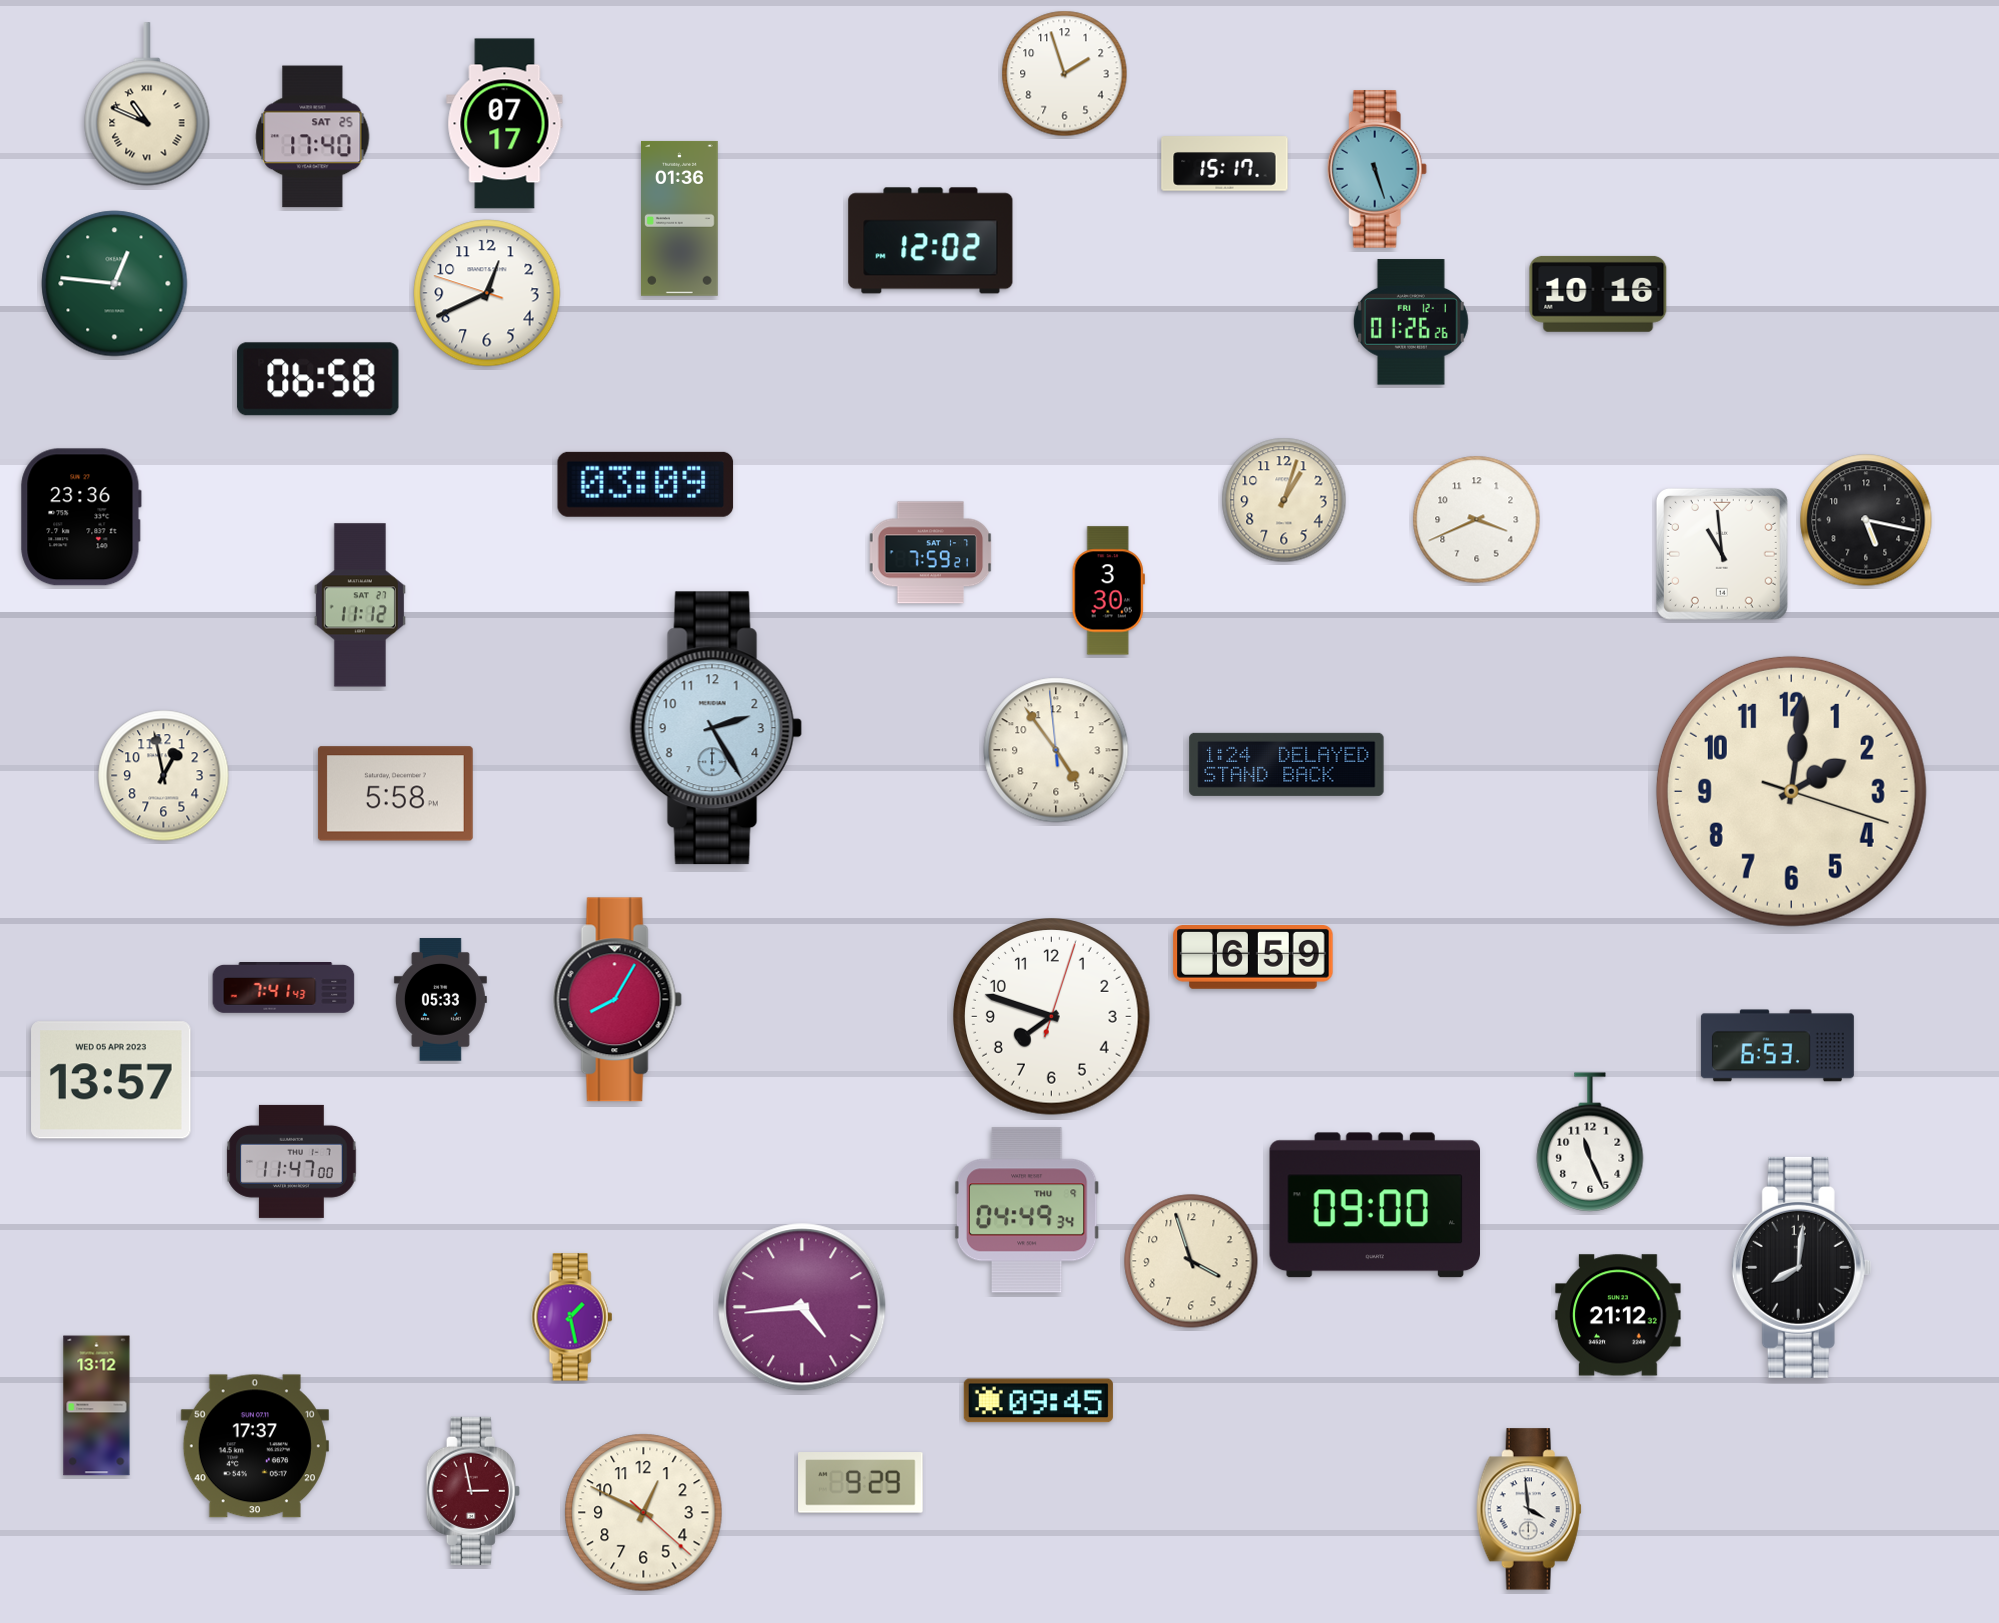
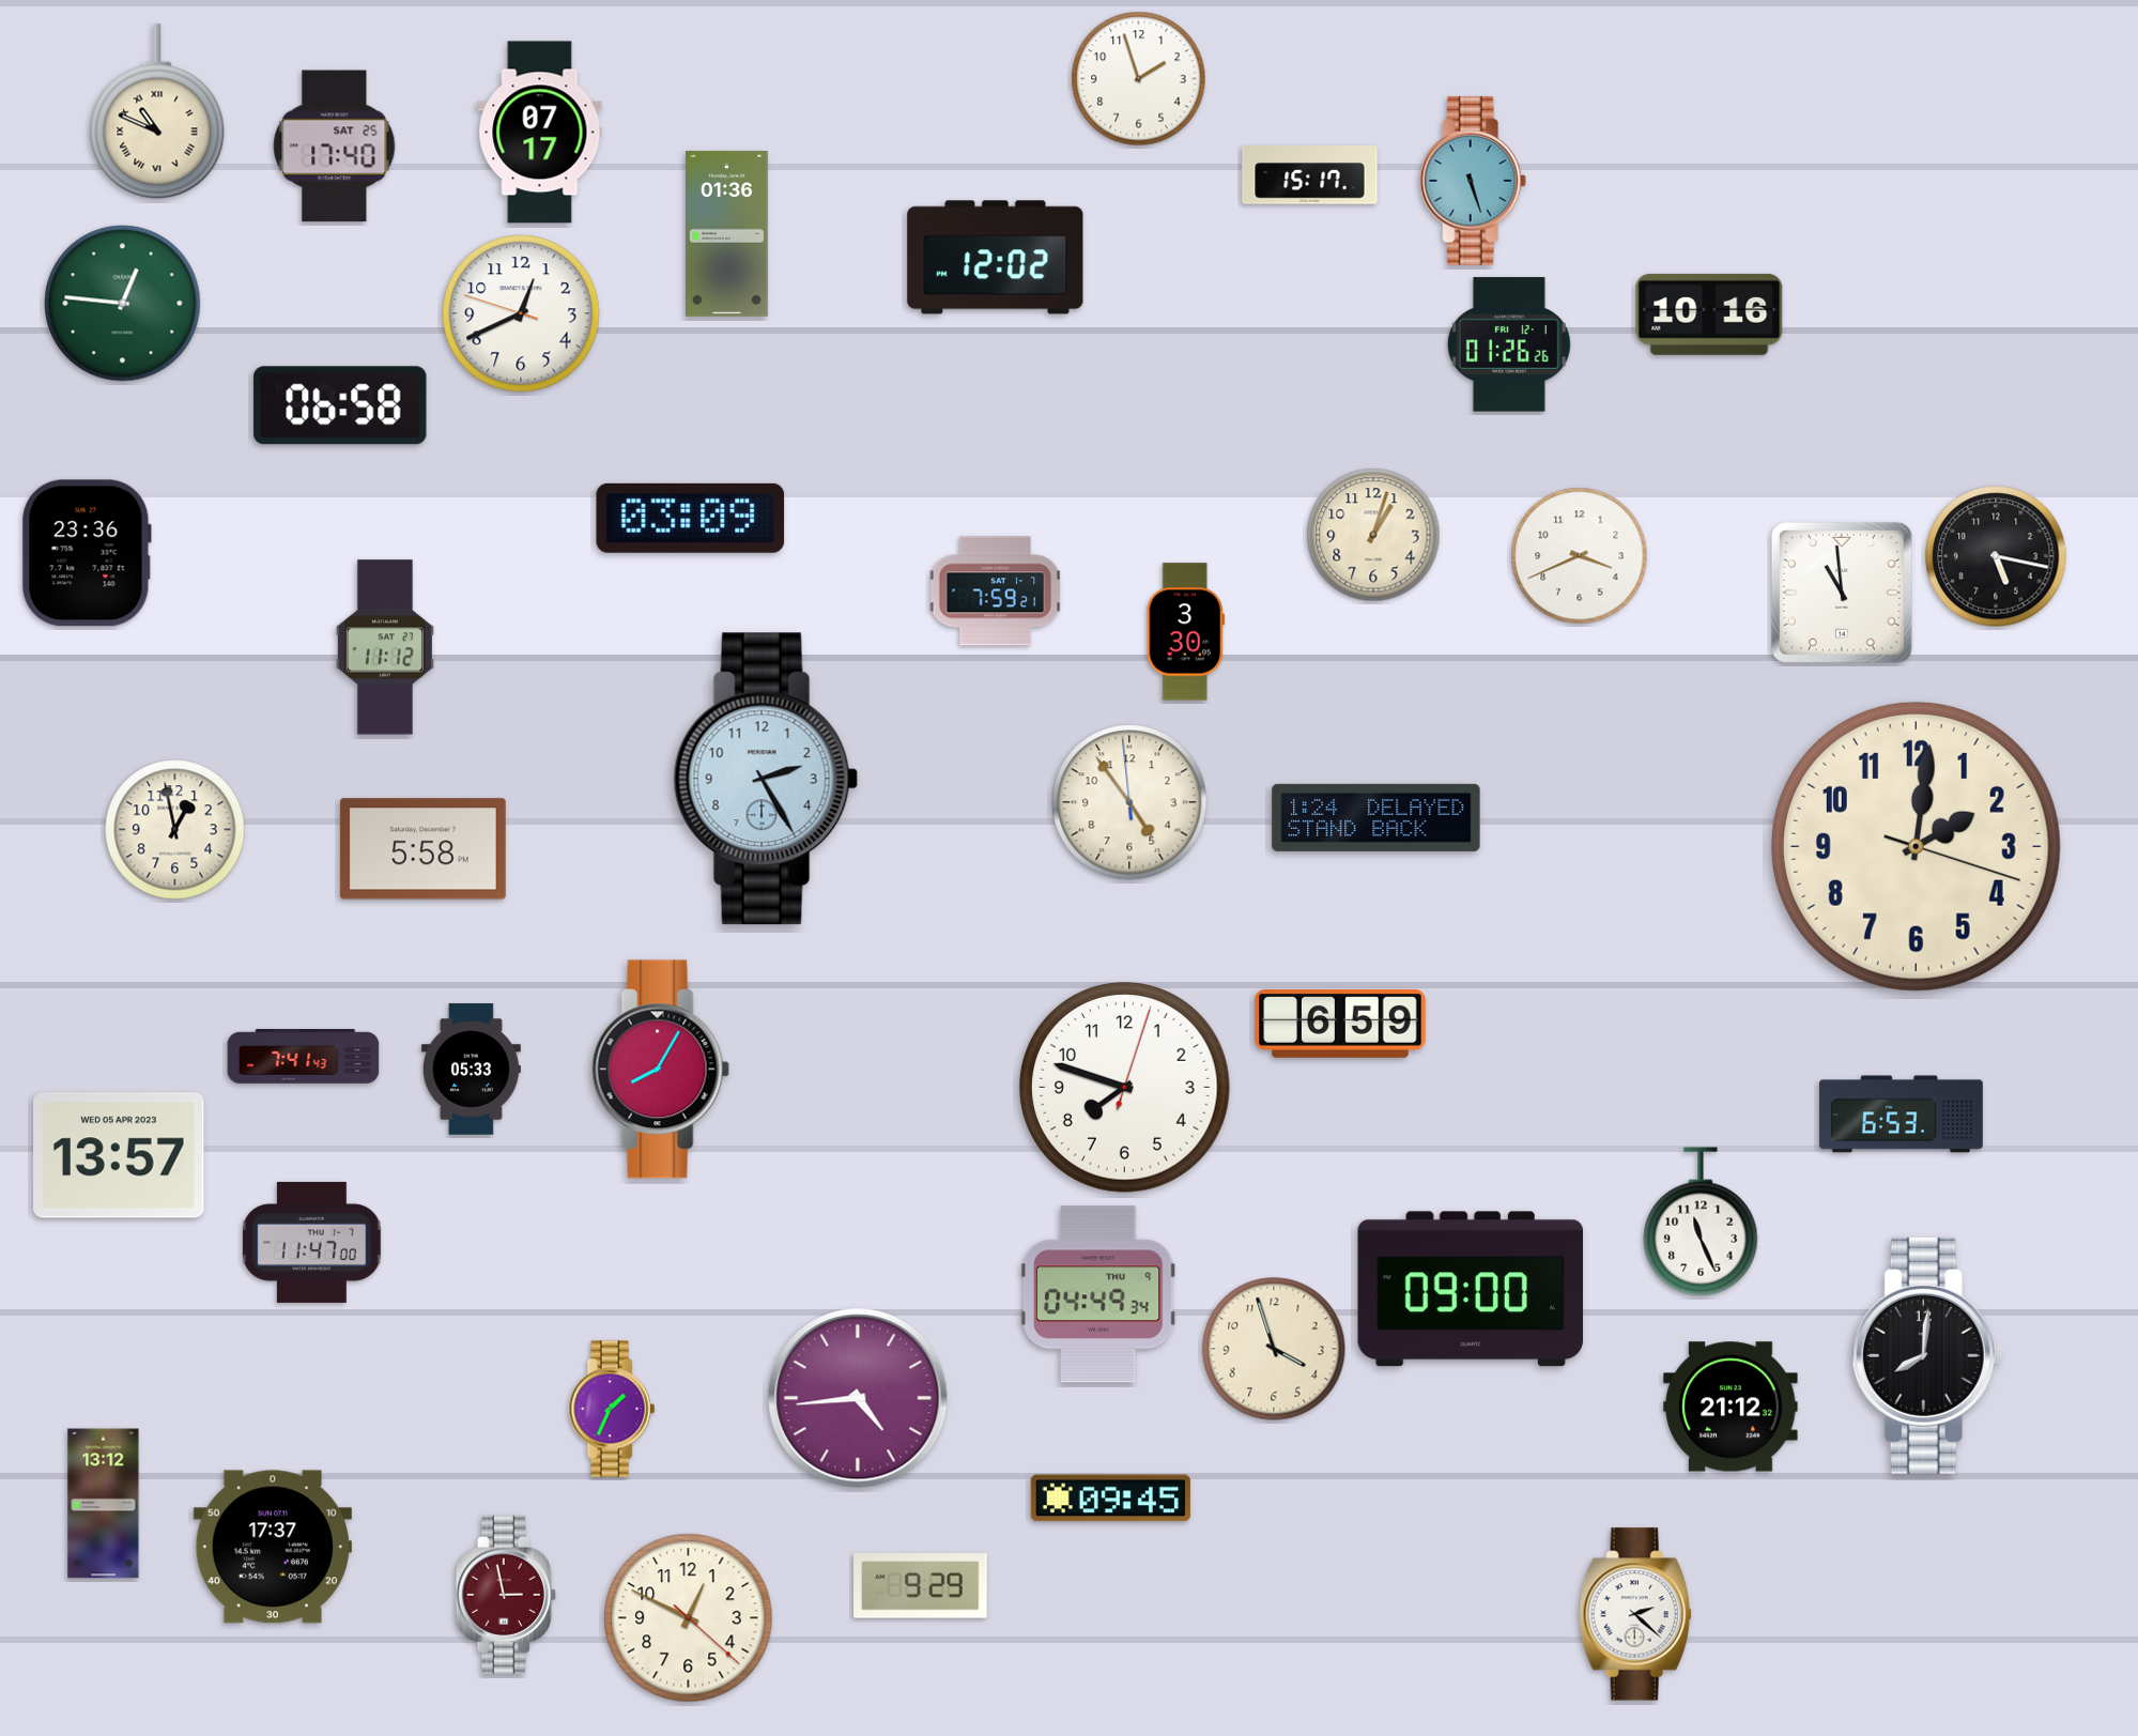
clock at (1777, 1046) position: (1777, 1046) -> (1901, 1115)
clock at (572, 1317): 1:28 -> 1:34
clock at (1529, 1509): 3:59 -> 2:22
